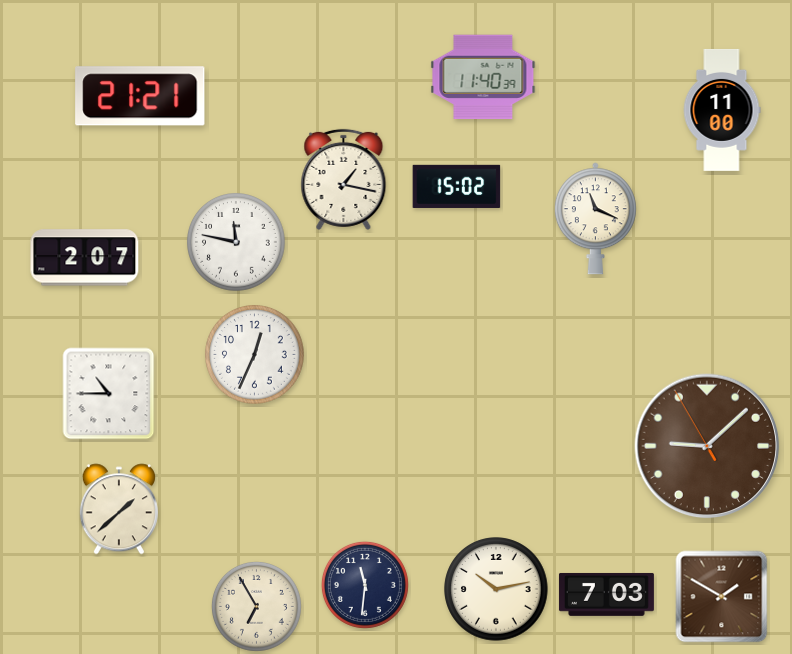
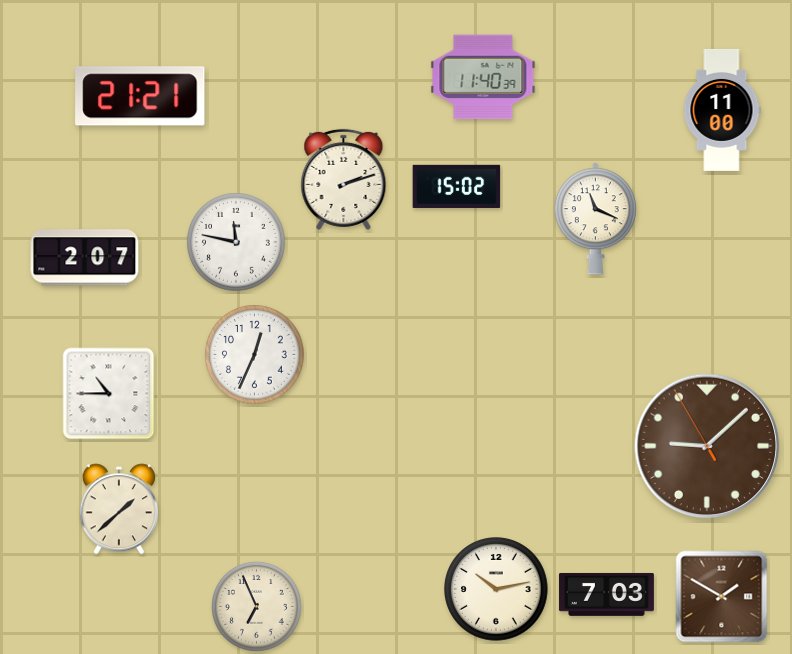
clock at (344, 179): 1:17 -> 2:12
clock at (365, 585): 11:31 -> none
clock at (256, 606): 6:55 -> 6:56
